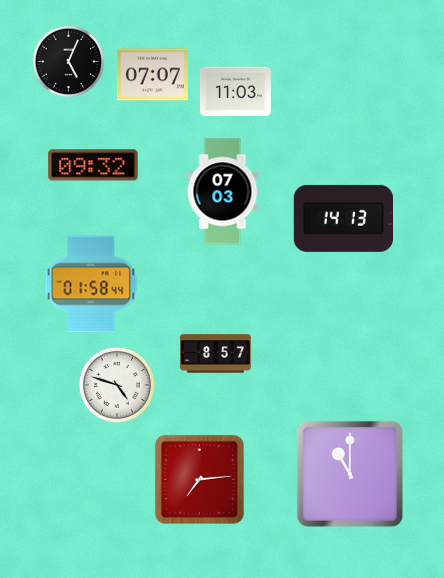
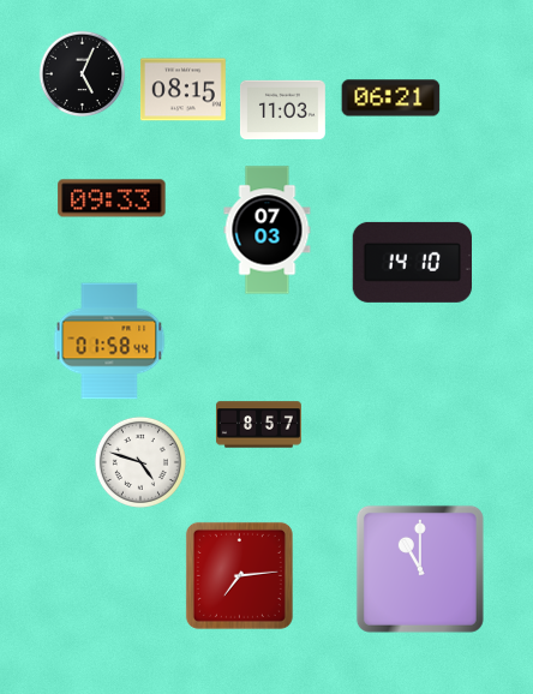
clock at (152, 75): 07:07 -> 08:15
clock at (391, 98): none -> 06:21
clock at (93, 165): 09:32 -> 09:33
clock at (343, 218): 14:13 -> 14:10
